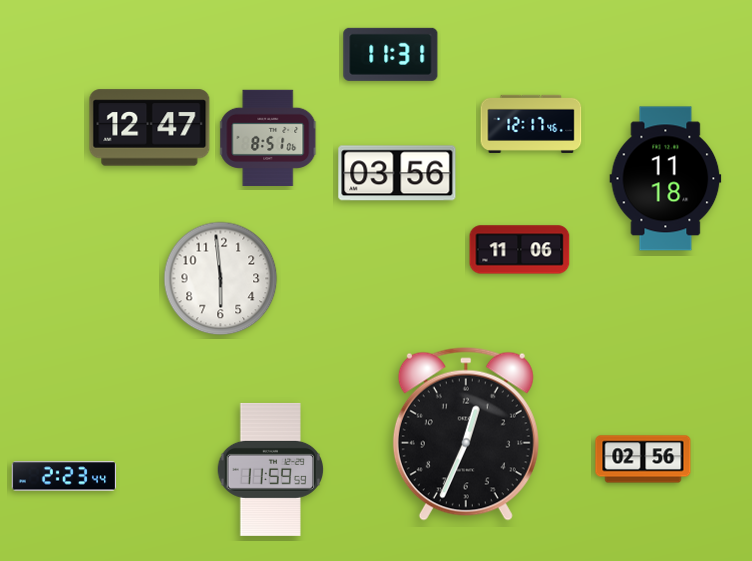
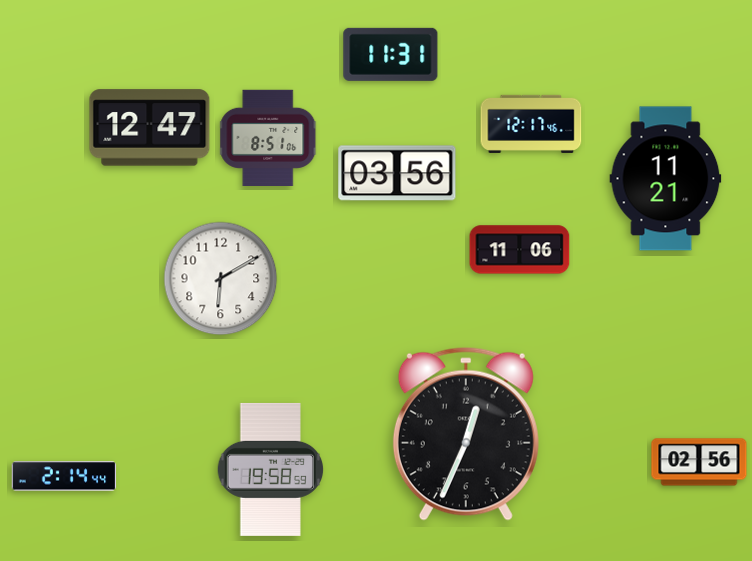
clock at (666, 179): 11:18 -> 11:21
clock at (221, 279): 5:59 -> 6:10
clock at (643, 459) position: (643, 459) -> (699, 462)
clock at (271, 469): 11:59 -> 19:58
clock at (64, 476): 2:23 -> 2:14
